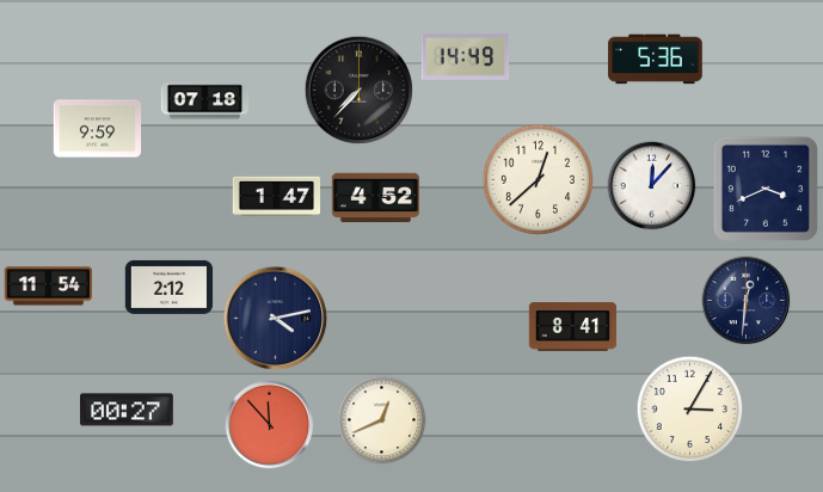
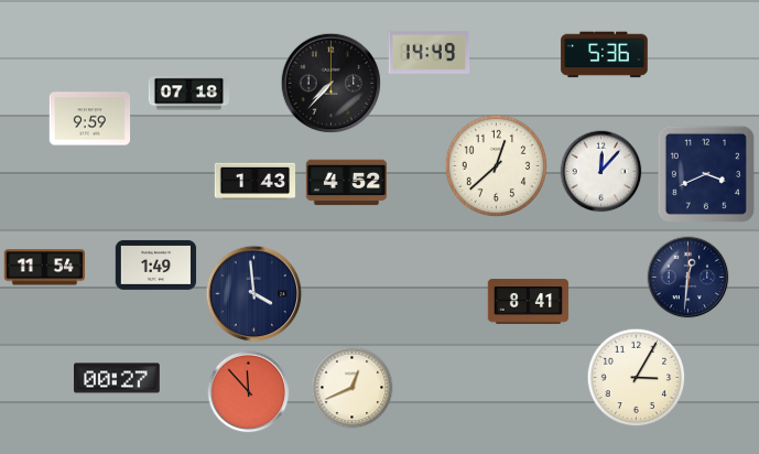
clock at (277, 197): 1:47 -> 1:43
clock at (49, 287) position: (49, 287) -> (45, 268)
clock at (170, 287): 2:12 -> 1:49
clock at (276, 319): 4:13 -> 3:59
